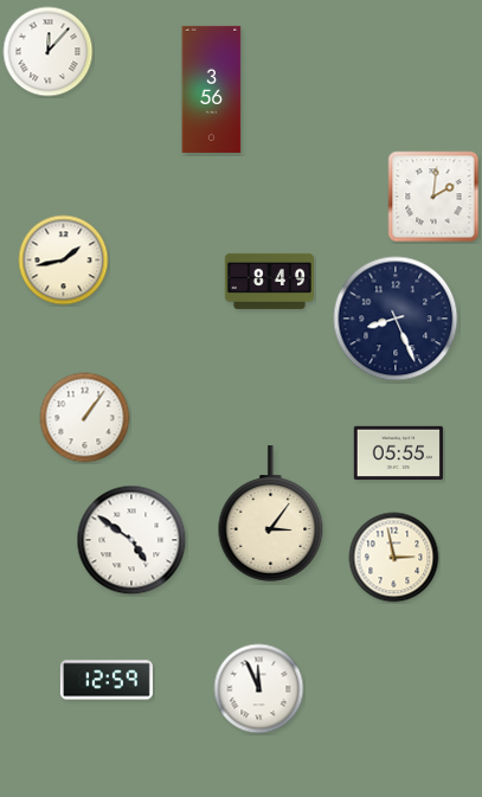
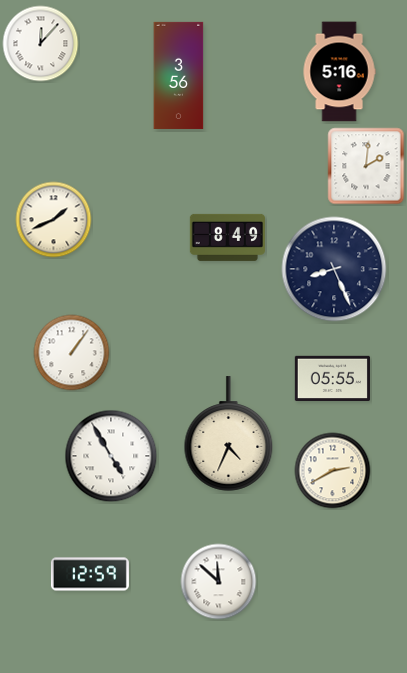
clock at (339, 72): none -> 5:16
clock at (64, 261): 1:43 -> 1:41
clock at (398, 452) position: (398, 452) -> (332, 378)
clock at (271, 514): 3:06 -> 4:34
clock at (131, 540): 4:51 -> 4:55
clock at (394, 558): 2:58 -> 2:40
clock at (259, 689): 11:56 -> 11:52
